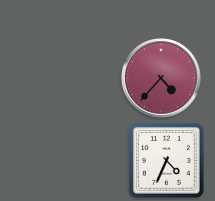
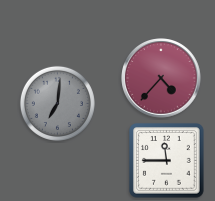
clock at (57, 103): none -> 7:01
clock at (167, 161): 4:34 -> 11:45
